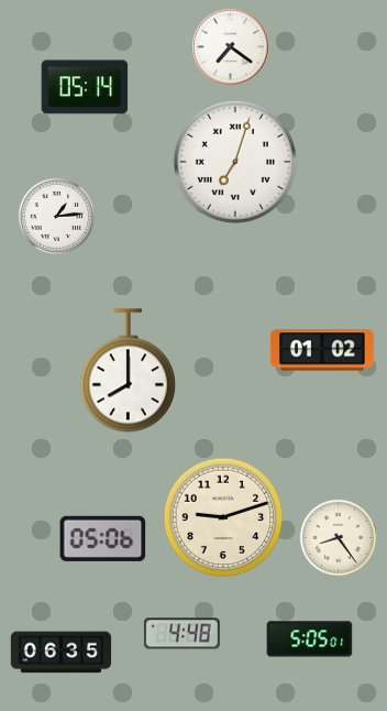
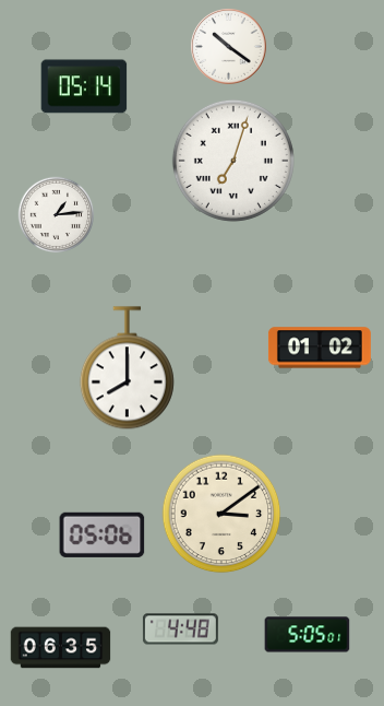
clock at (231, 47): 7:21 -> 10:21
clock at (223, 517): 9:12 -> 3:09
clock at (339, 538): 8:24 -> none
